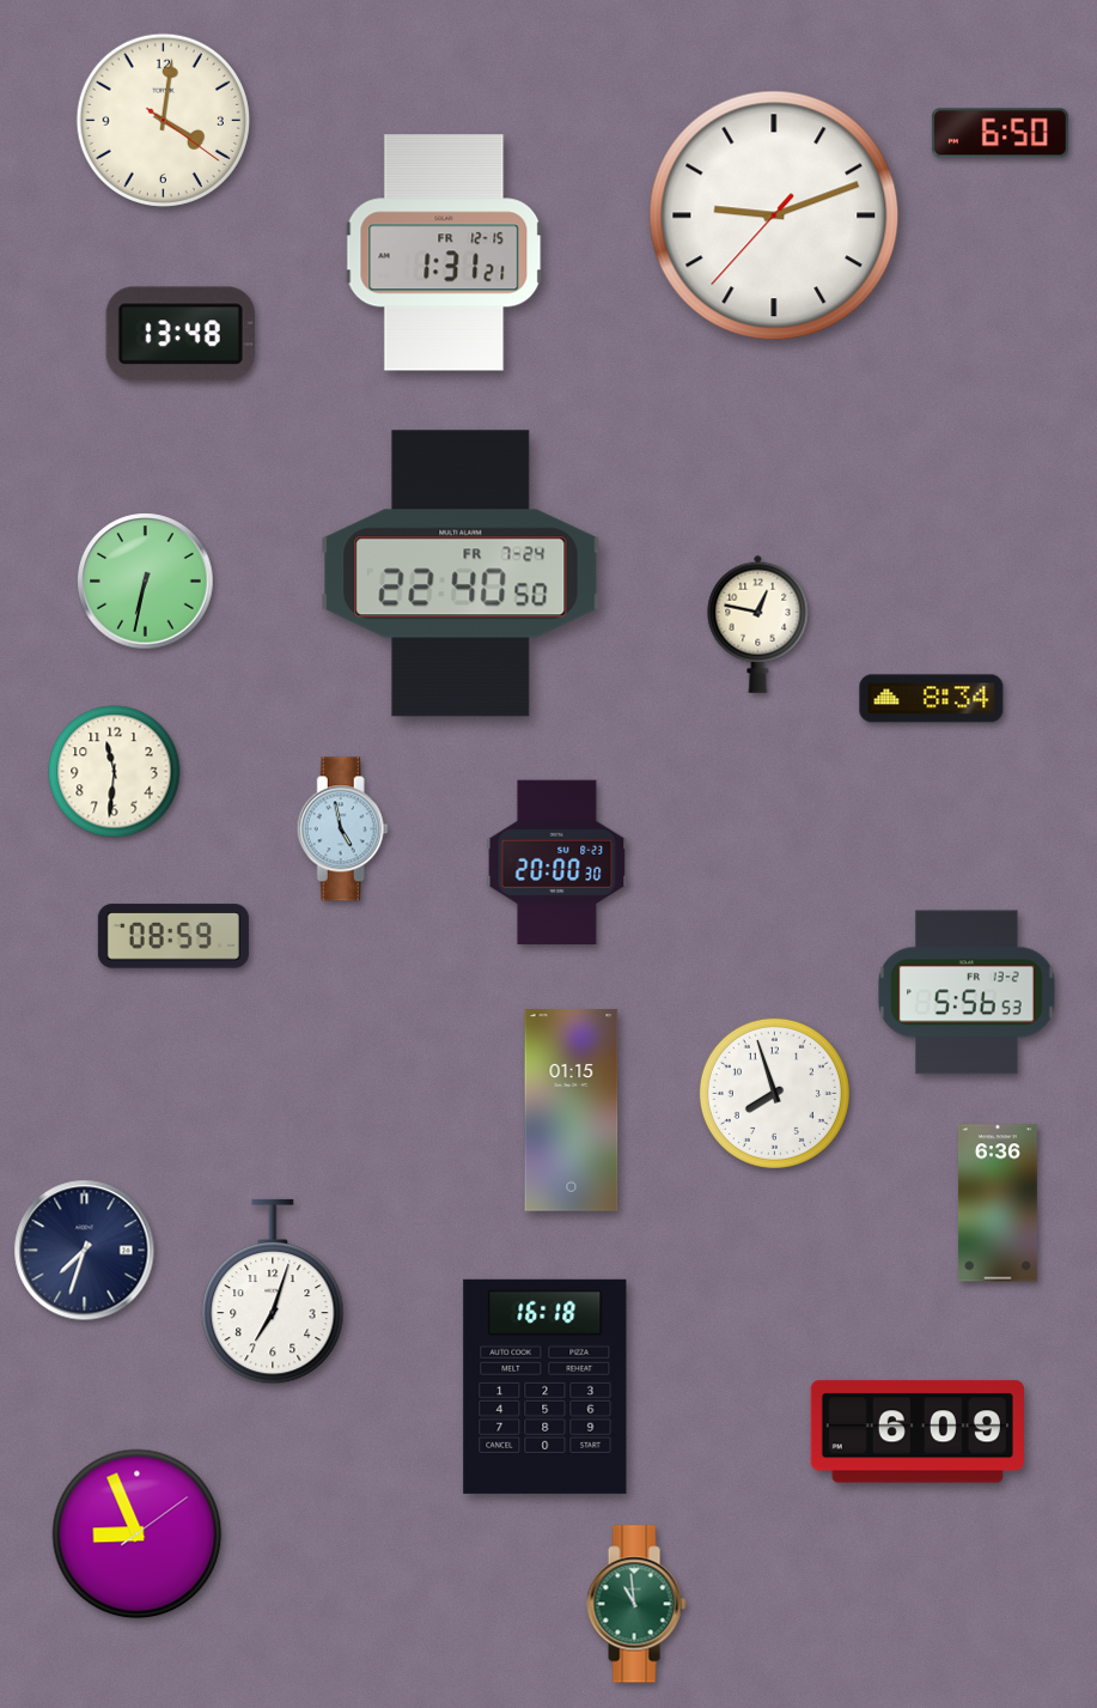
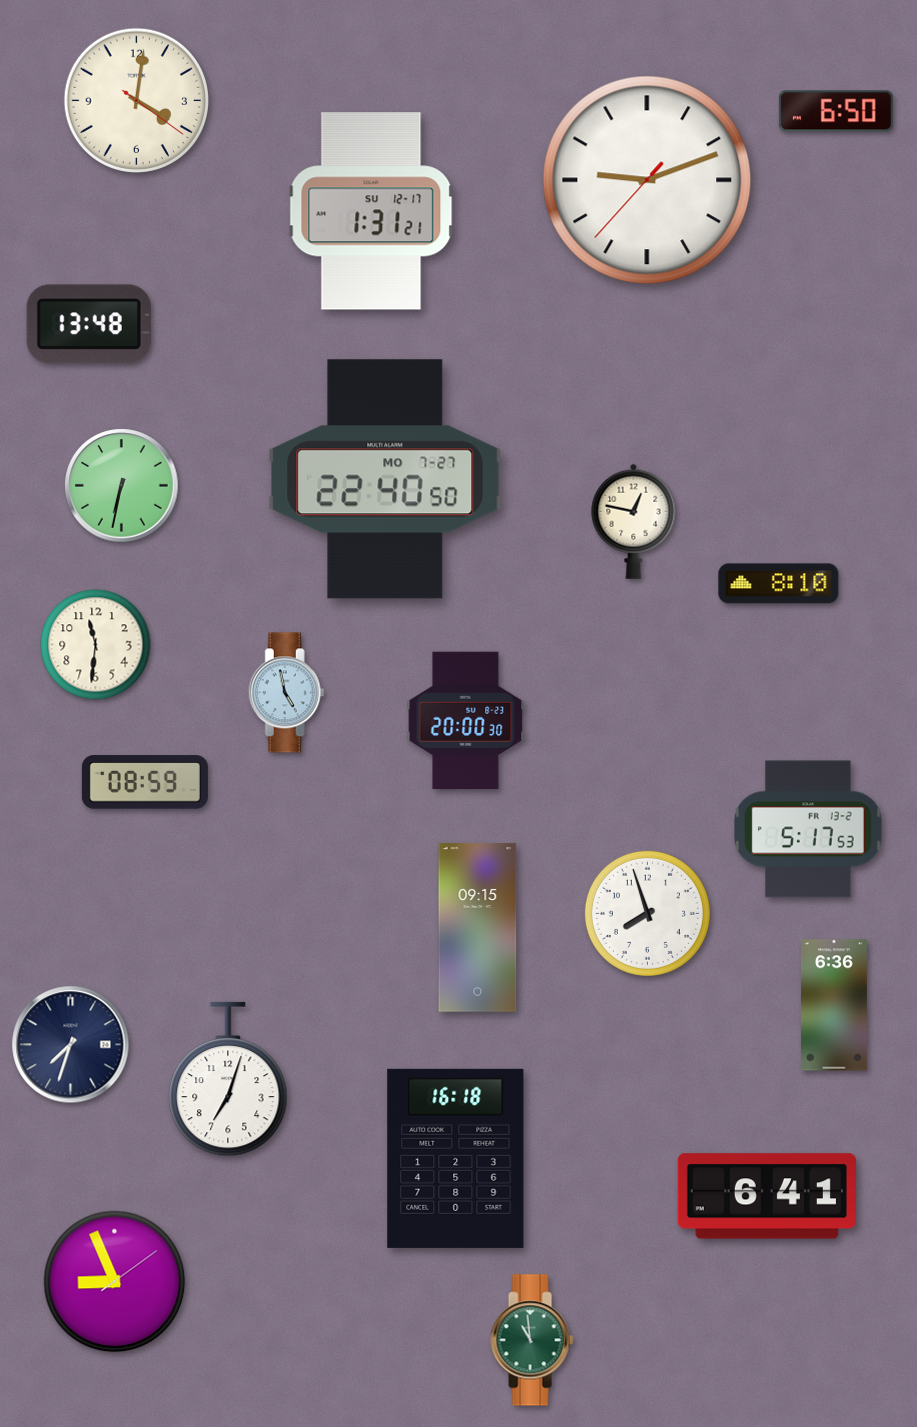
clock at (444, 253) date: FR 12-15 -> SU 12-17
clock at (181, 334) position: (181, 334) -> (89, 324)
clock at (461, 573) date: FR 7-24 -> MO 7-27
clock at (932, 699): 8:34 -> 8:10
clock at (967, 992): 5:56 -> 5:17
clock at (572, 1111): 01:15 -> 09:15
clock at (918, 1432): 6:09 -> 6:41
